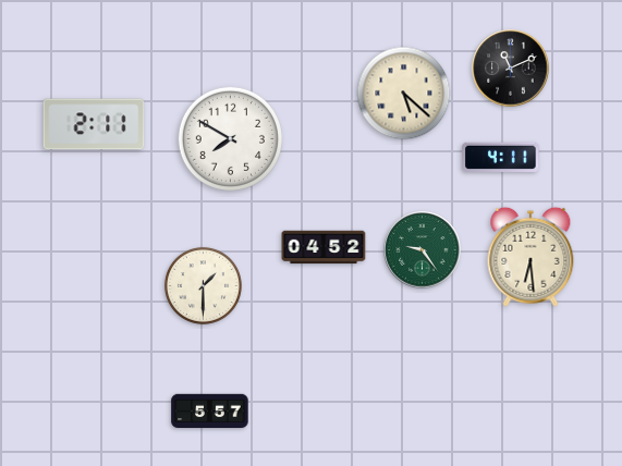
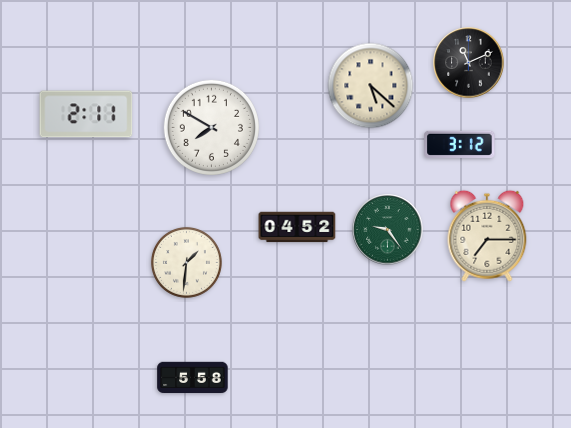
clock at (501, 157): 4:11 -> 3:12
clock at (530, 257): 6:29 -> 7:15
clock at (203, 285): 1:30 -> 1:31
clock at (210, 412): 5:57 -> 5:58
